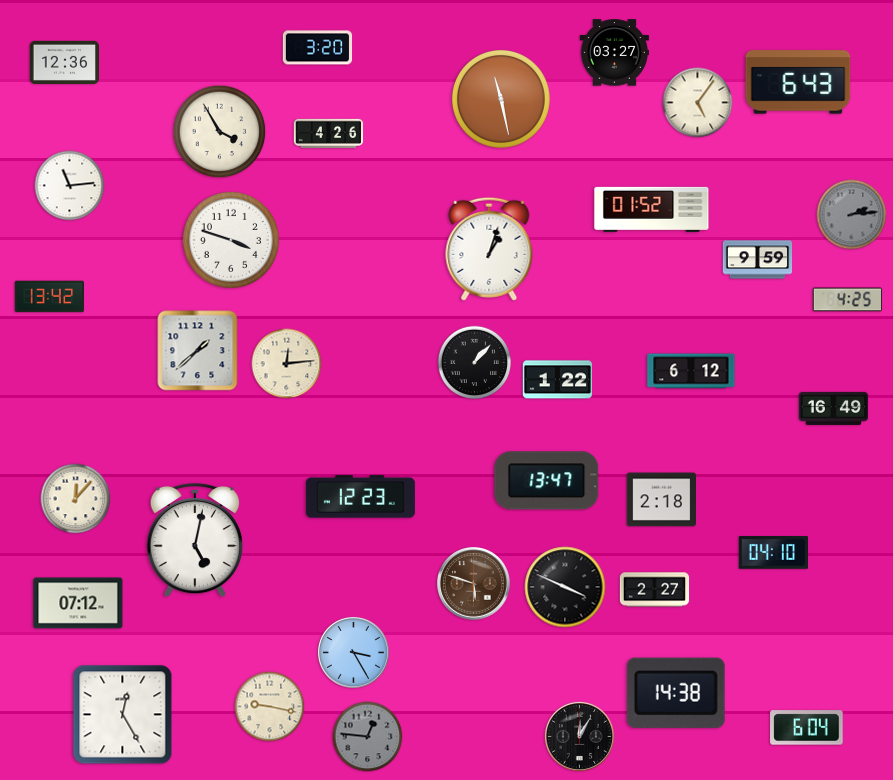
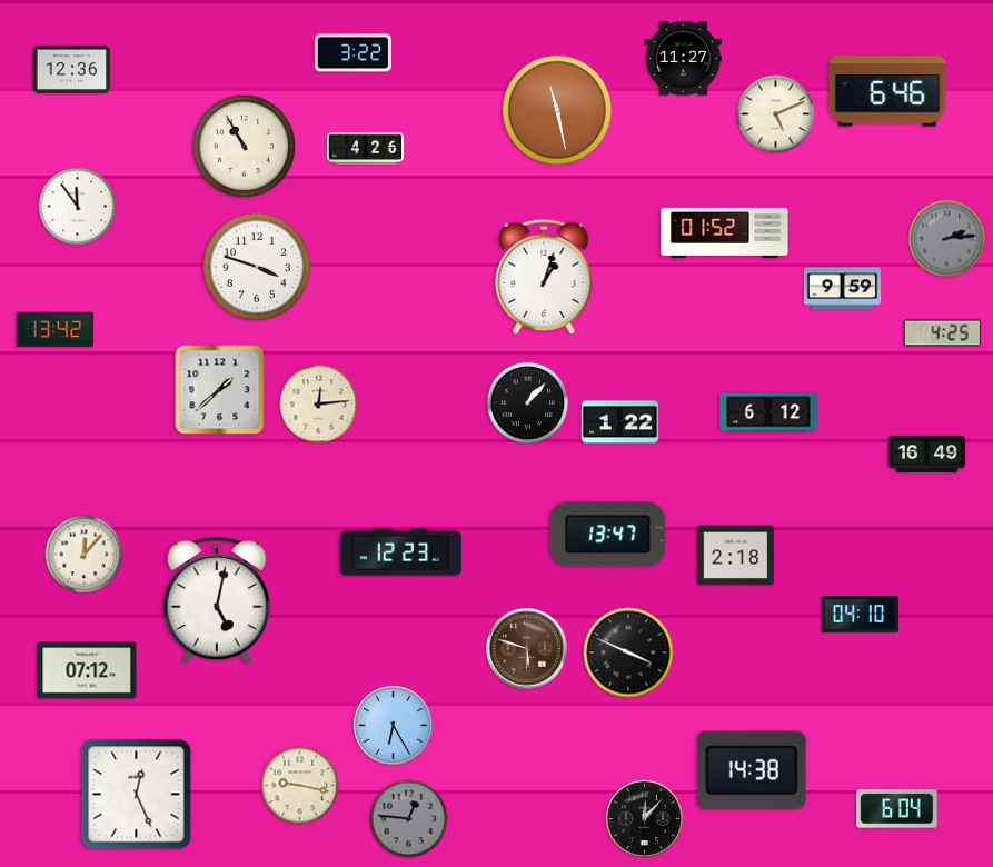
clock at (318, 48): 3:20 -> 3:22
clock at (615, 53): 03:27 -> 11:27
clock at (798, 82): 6:43 -> 6:46
clock at (698, 103): 5:06 -> 5:11
clock at (220, 132): 3:55 -> 10:55
clock at (70, 186): 11:14 -> 11:54
clock at (655, 590): 2:27 -> none
clock at (353, 652): 3:25 -> 6:25
clock at (123, 715): 12:25 -> 12:26
clock at (579, 736): 12:05 -> 12:07
